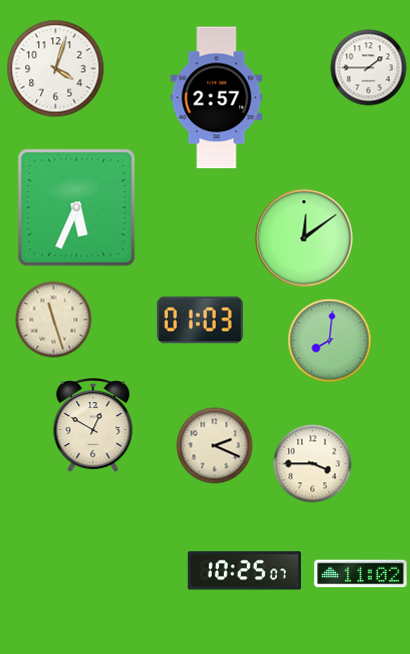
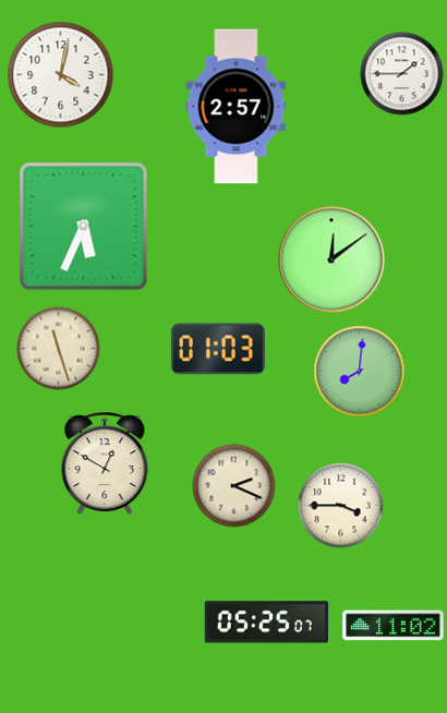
clock at (56, 69): 4:03 -> 4:02
clock at (93, 426) position: (93, 426) -> (105, 464)
clock at (245, 571): 10:25 -> 05:25
